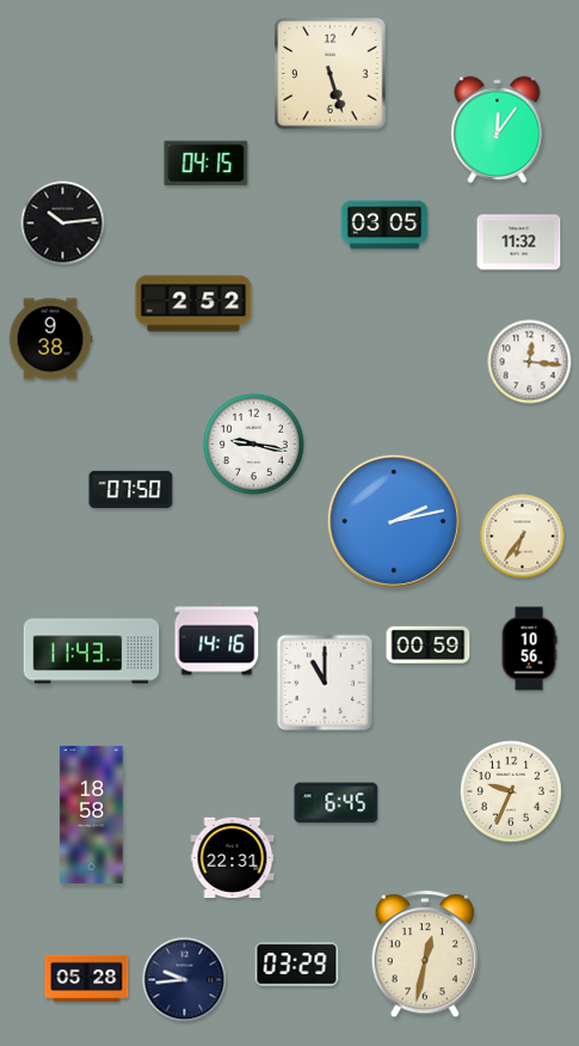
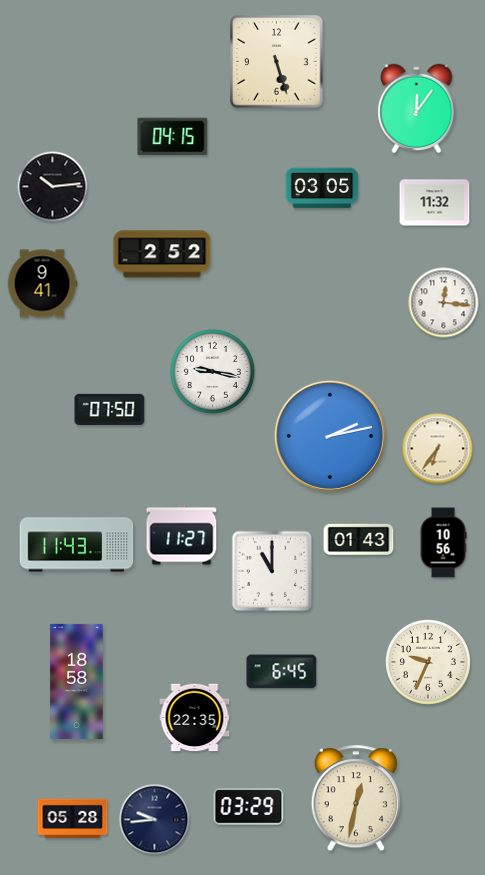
clock at (50, 340): 9:38 -> 9:41
clock at (217, 640): 14:16 -> 11:27
clock at (429, 644): 00:59 -> 01:43
clock at (233, 858): 22:31 -> 22:35
